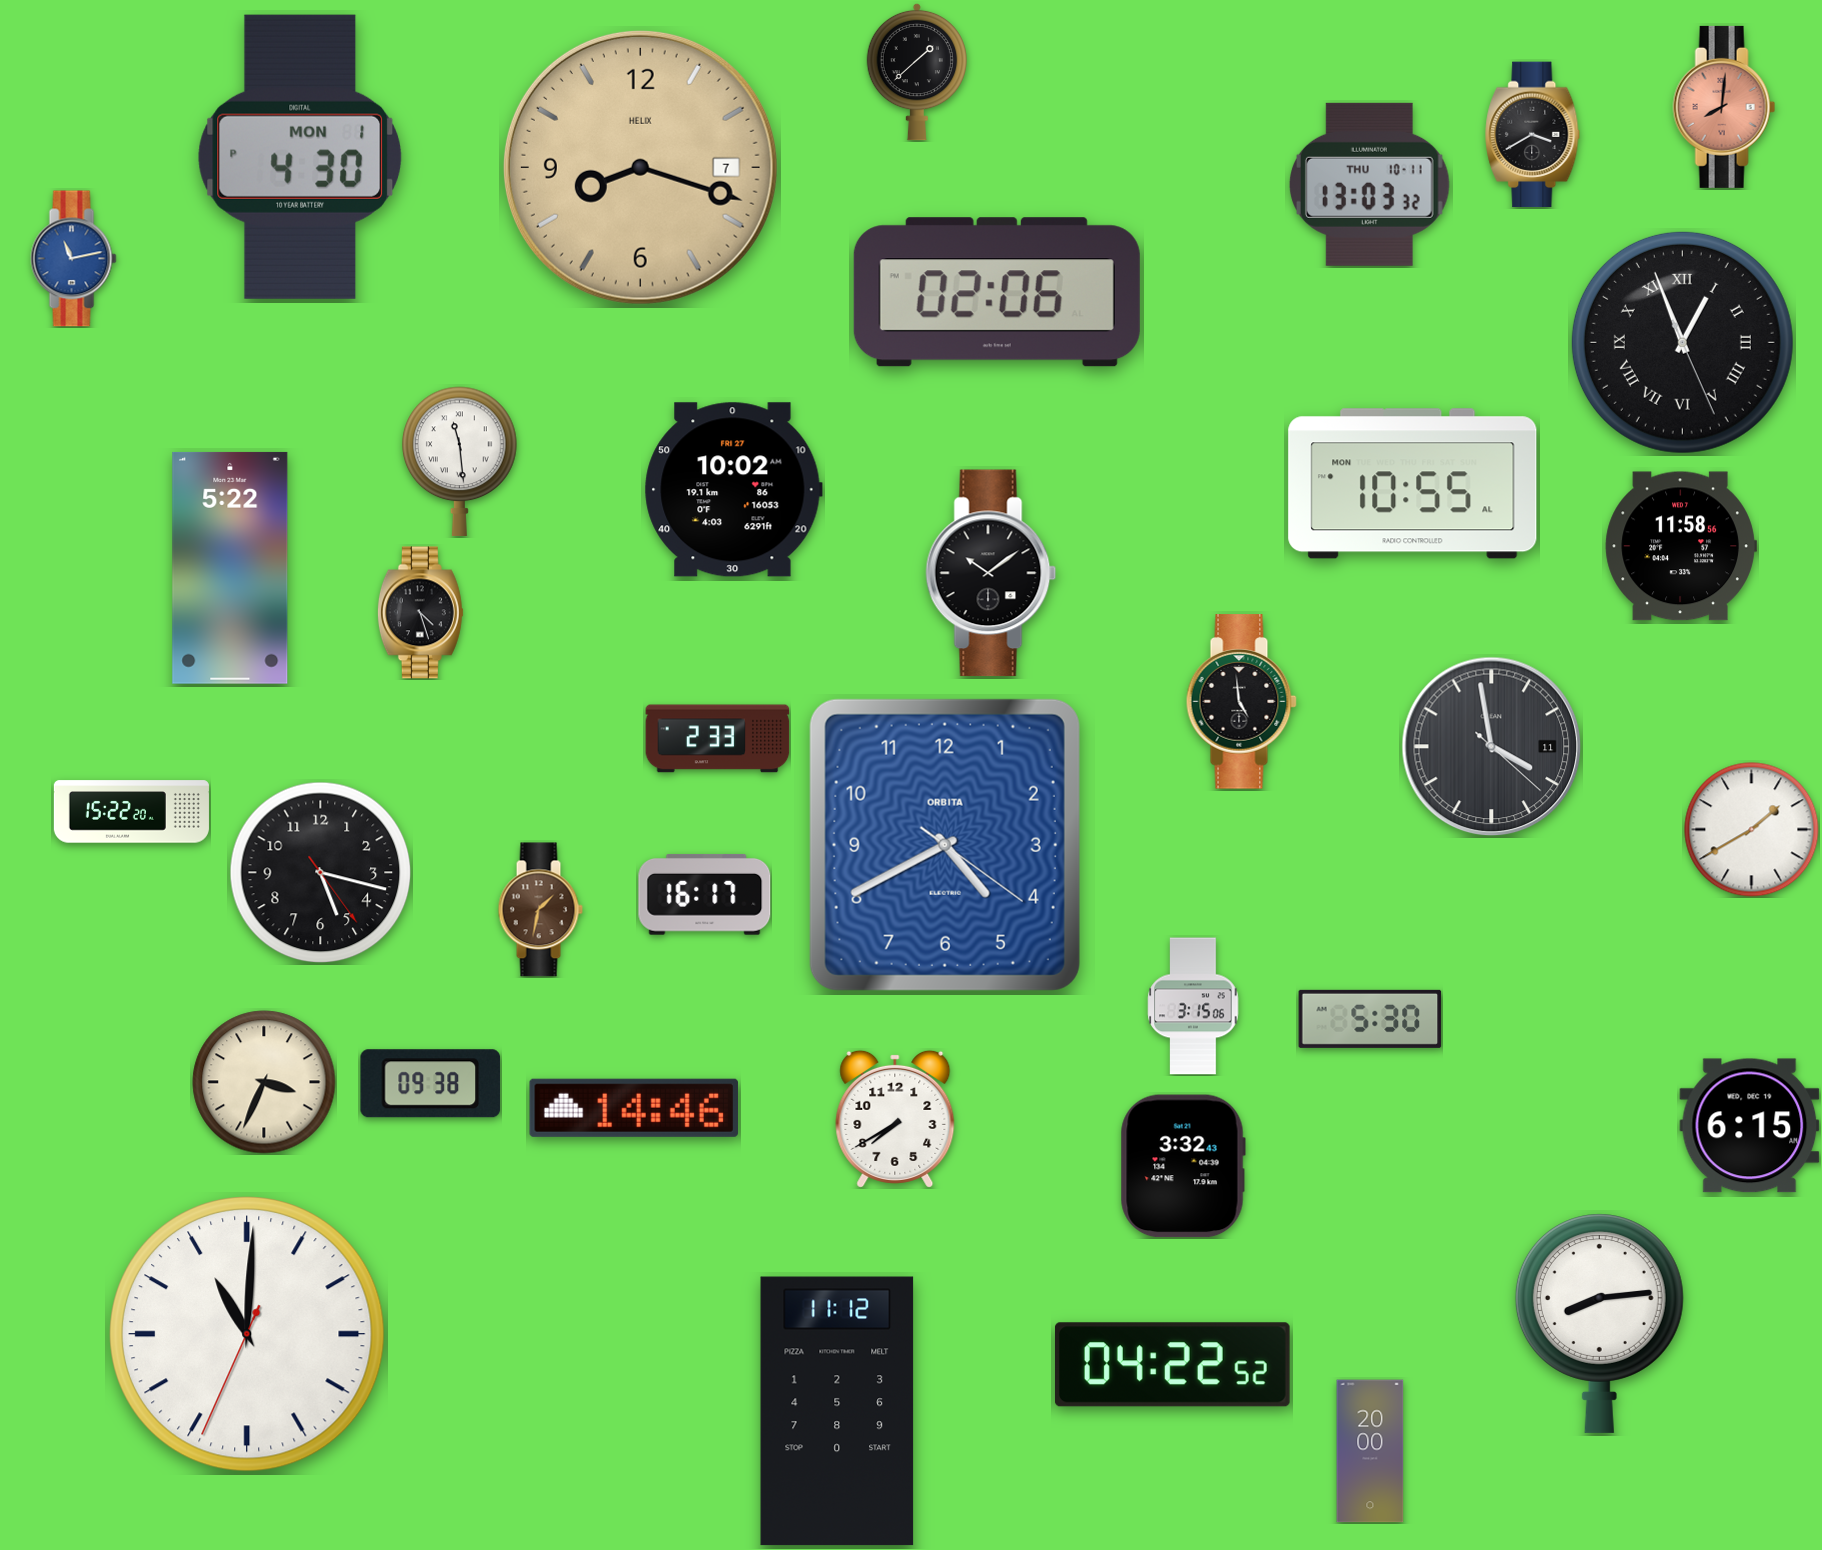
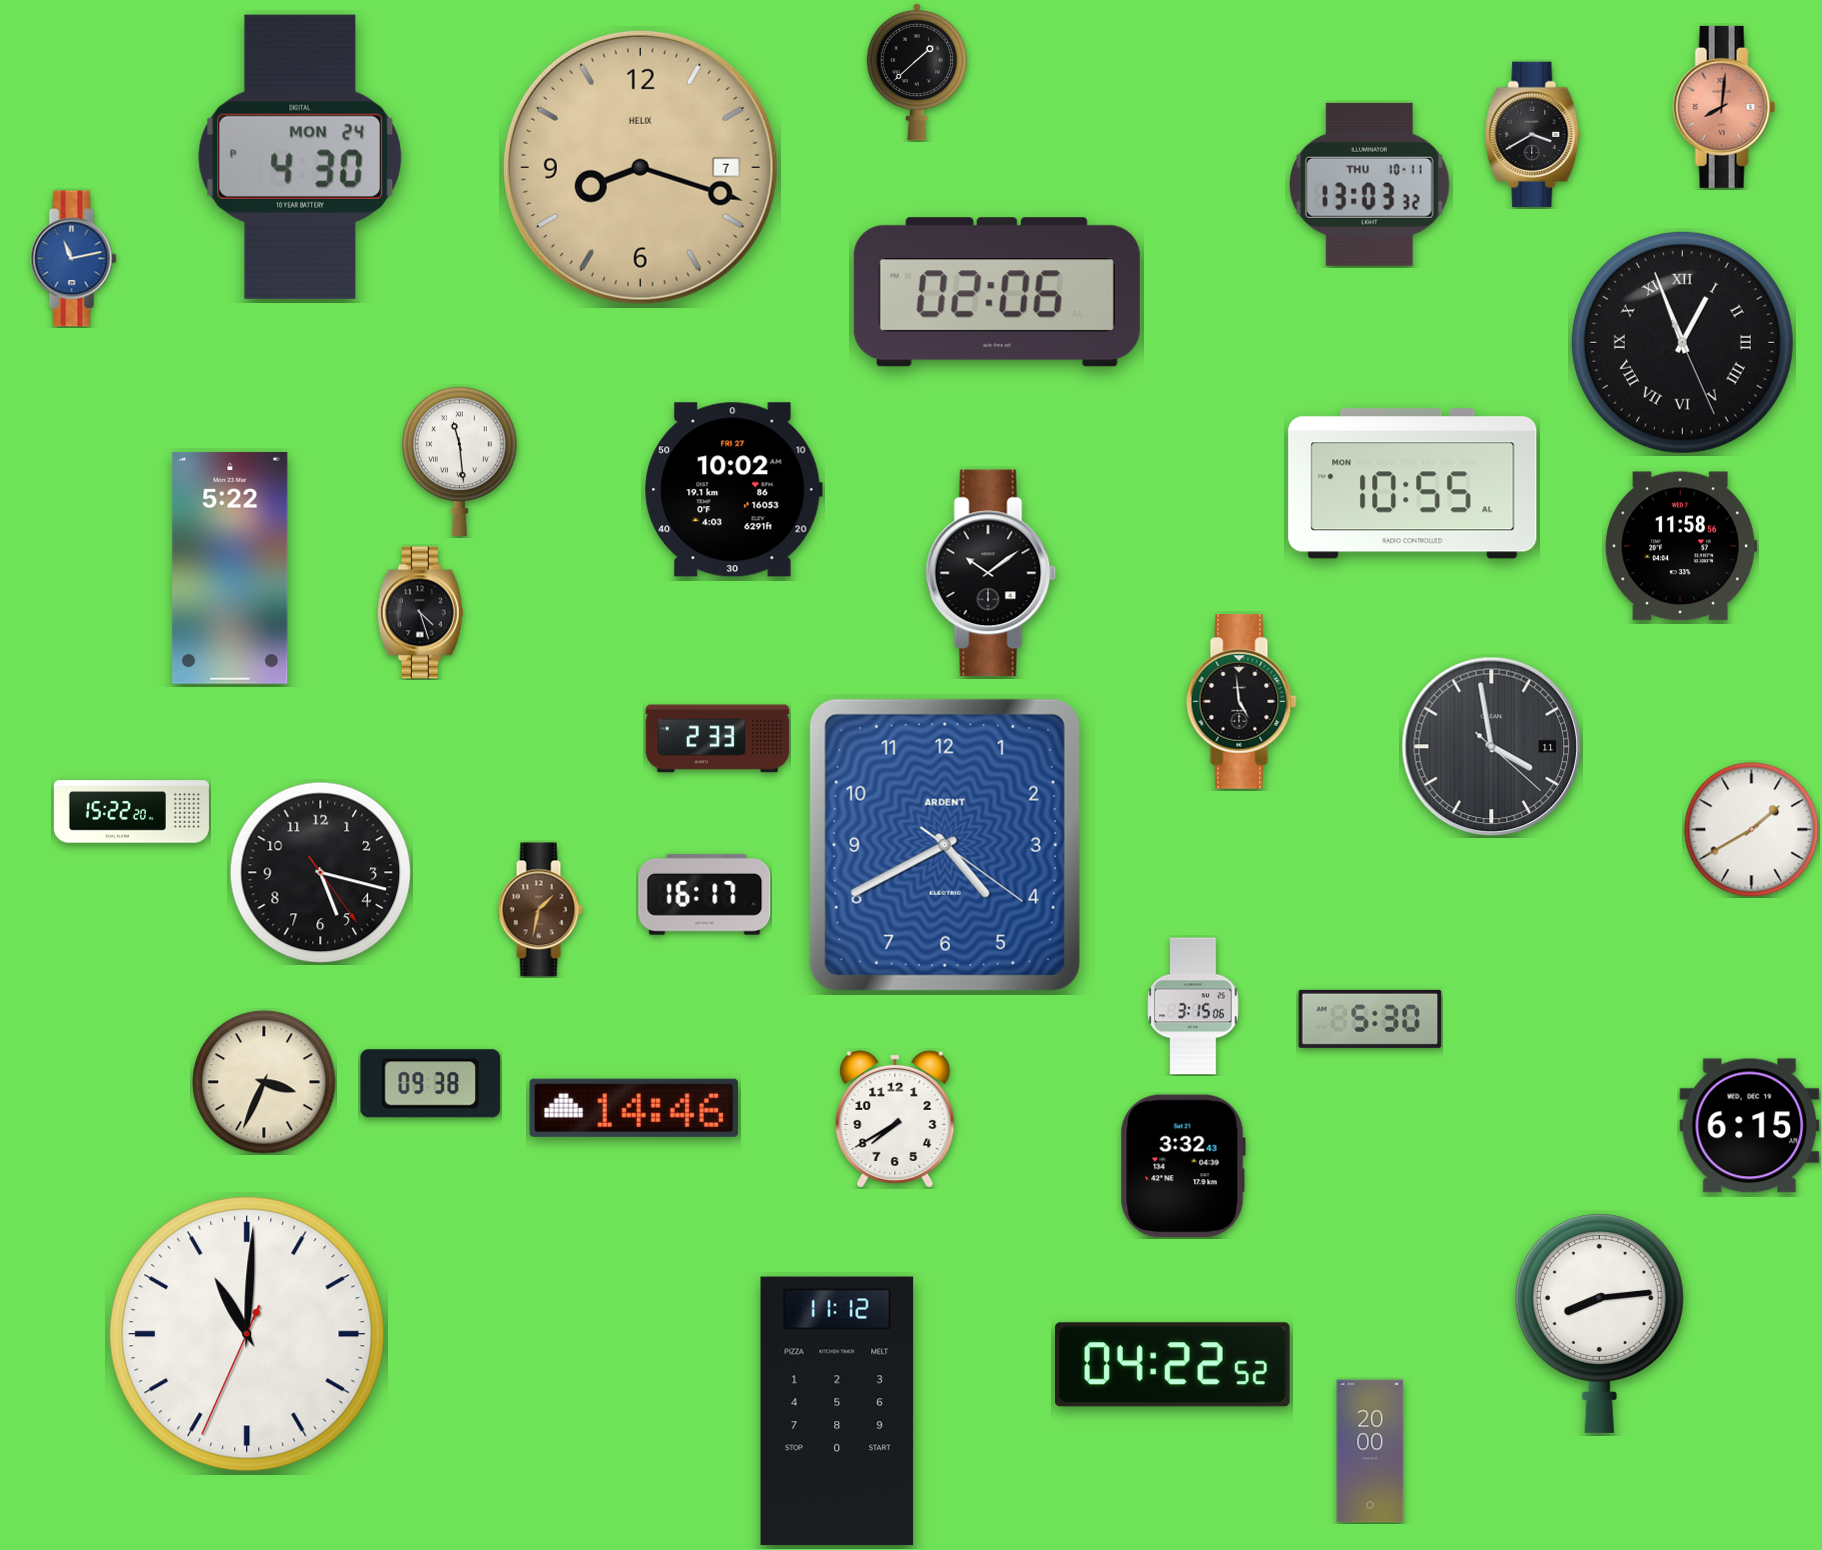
clock at (300, 157) date: MON 1 -> MON 24
clock at (945, 845) brand: ORBITA -> ARDENT
